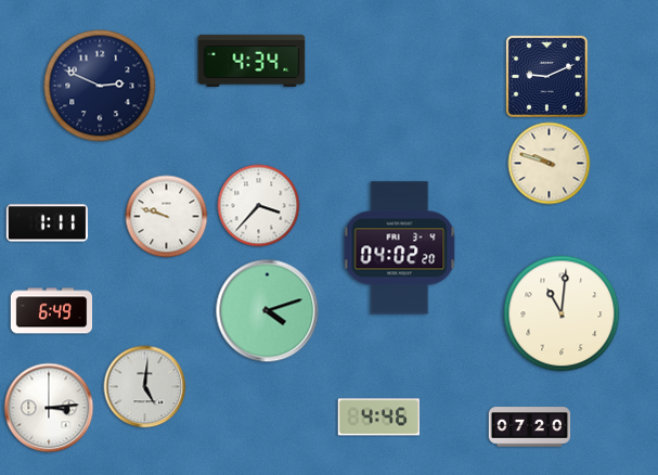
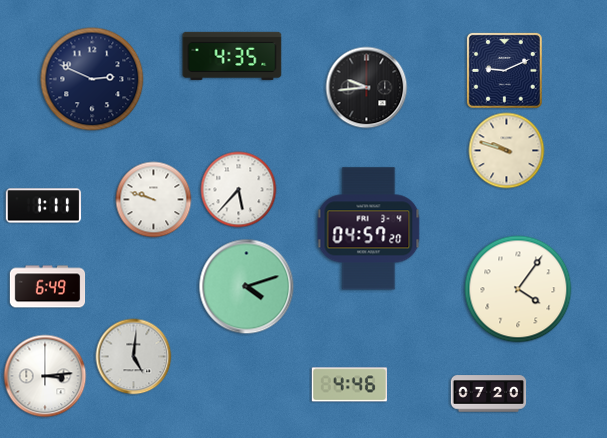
clock at (251, 61): 4:34 -> 4:35
clock at (367, 88): none -> 9:44
clock at (259, 206): 3:37 -> 5:37
clock at (400, 248): 04:02 -> 04:57
clock at (562, 313): 11:01 -> 4:06
